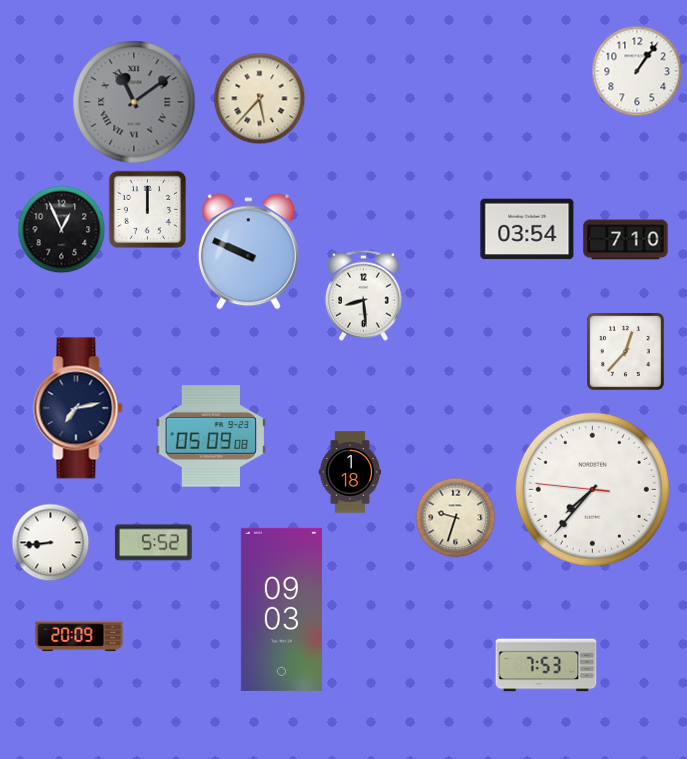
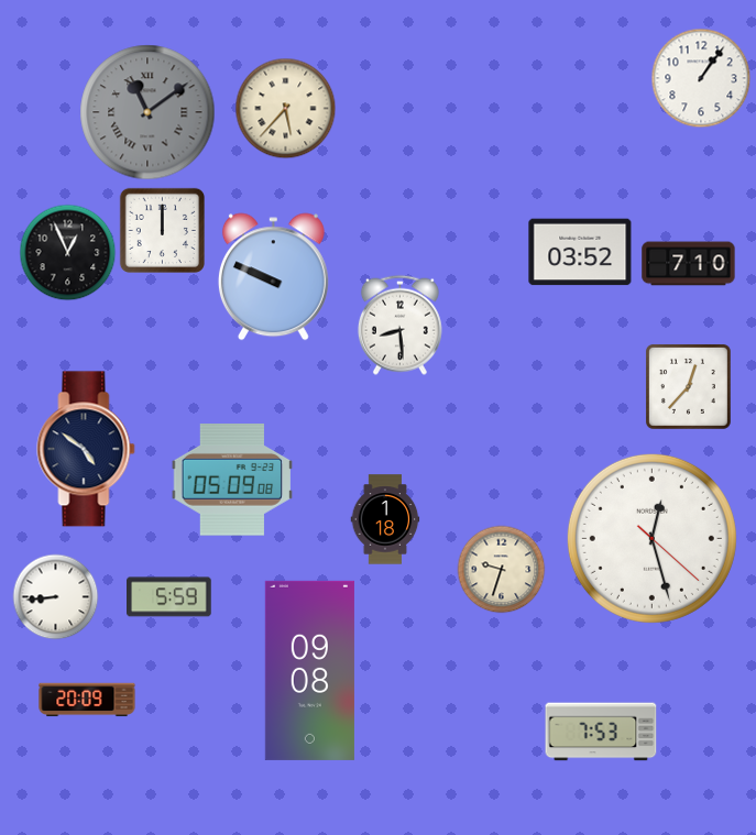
clock at (527, 229): 03:54 -> 03:52
clock at (78, 408): 7:13 -> 4:51
clock at (592, 489): 7:36 -> 12:27
clock at (154, 543): 5:52 -> 5:59
clock at (281, 609): 09:03 -> 09:08
